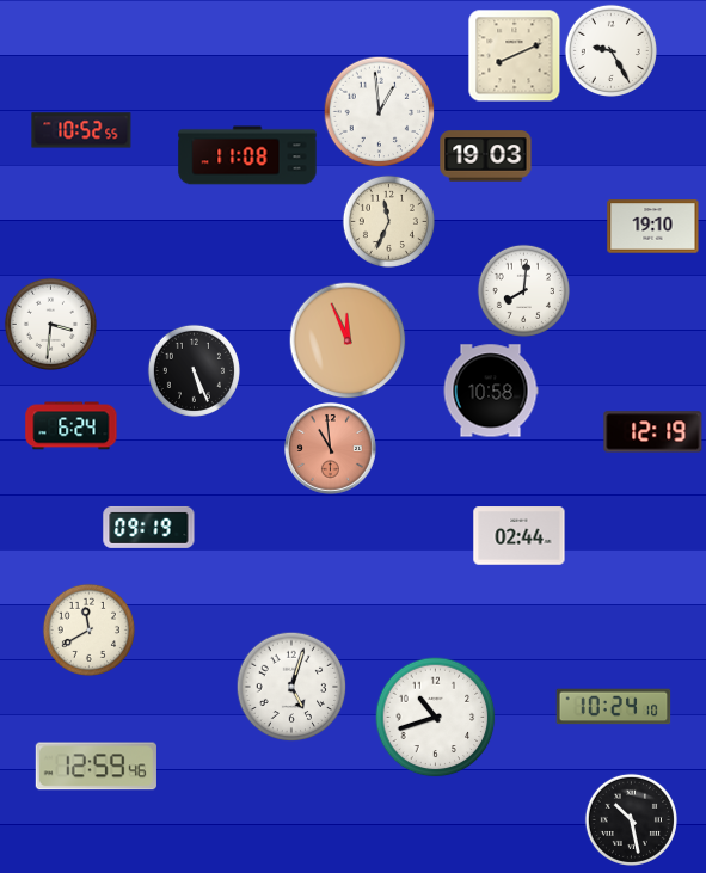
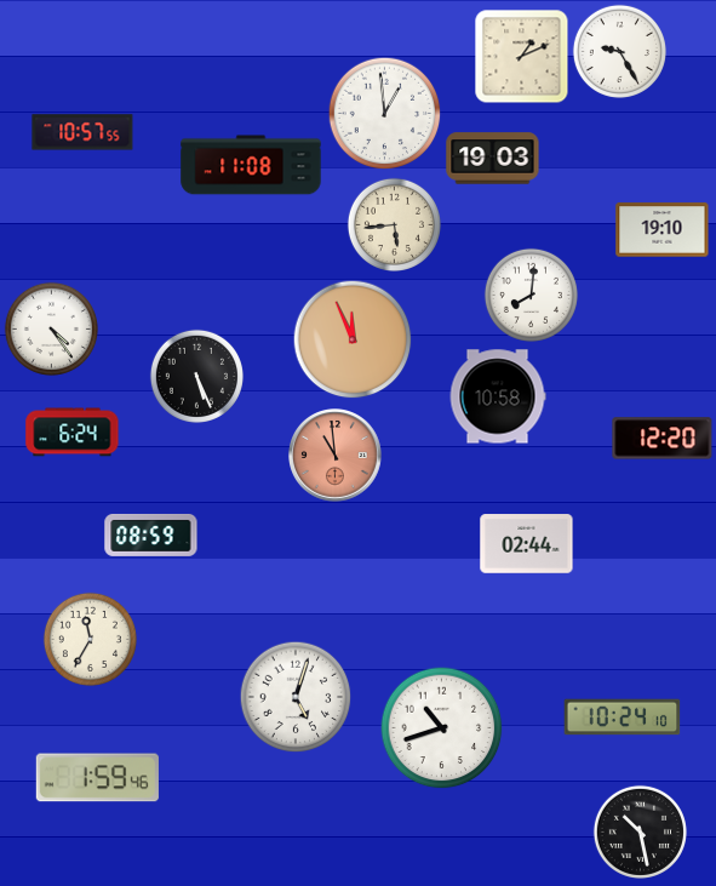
clock at (514, 55): 8:11 -> 1:11
clock at (81, 130): 10:52 -> 10:57
clock at (247, 155) position: (247, 155) -> (251, 165)
clock at (388, 221): 11:34 -> 5:44
clock at (50, 324): 3:31 -> 4:24
clock at (348, 340) position: (348, 340) -> (353, 339)
clock at (653, 432): 12:19 -> 12:20
clock at (149, 527): 09:19 -> 08:59
clock at (88, 629): 11:40 -> 11:35
clock at (96, 767): 12:59 -> 1:59
